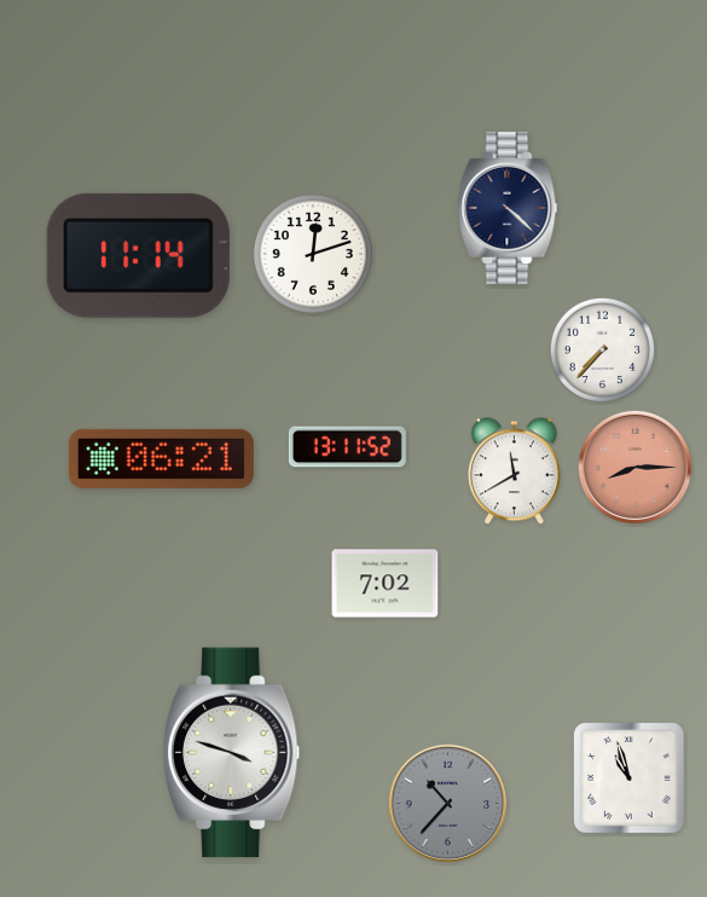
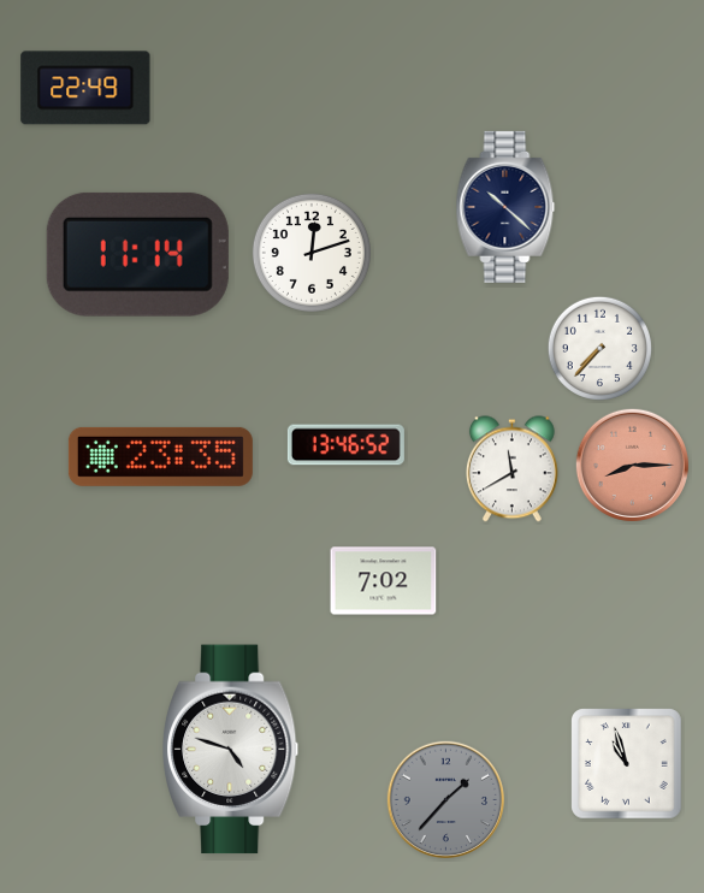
clock at (85, 88): none -> 22:49
clock at (508, 208): 4:22 -> 10:22
clock at (347, 447): 13:11 -> 13:46
clock at (161, 458): 06:21 -> 23:35
clock at (233, 753): 3:48 -> 4:48
clock at (630, 779) position: (630, 779) -> (627, 764)
clock at (447, 803): 10:37 -> 1:37
